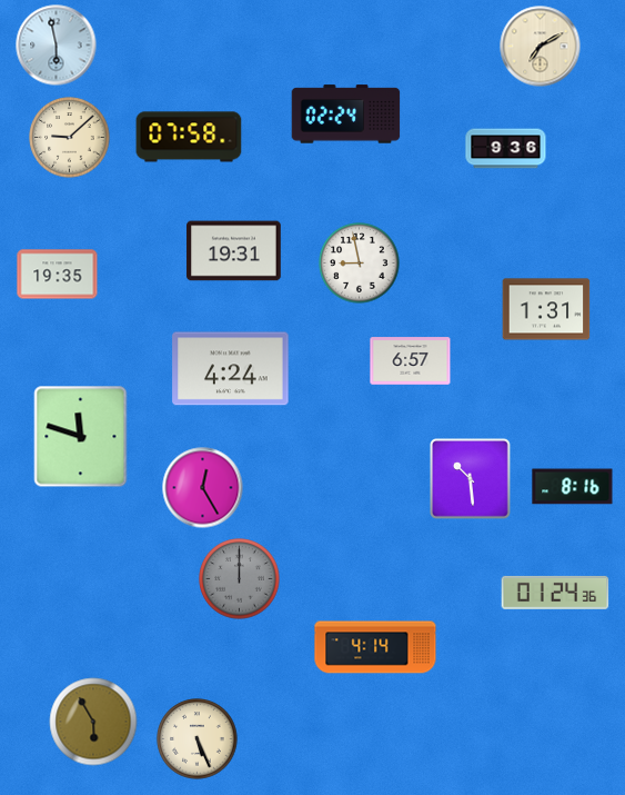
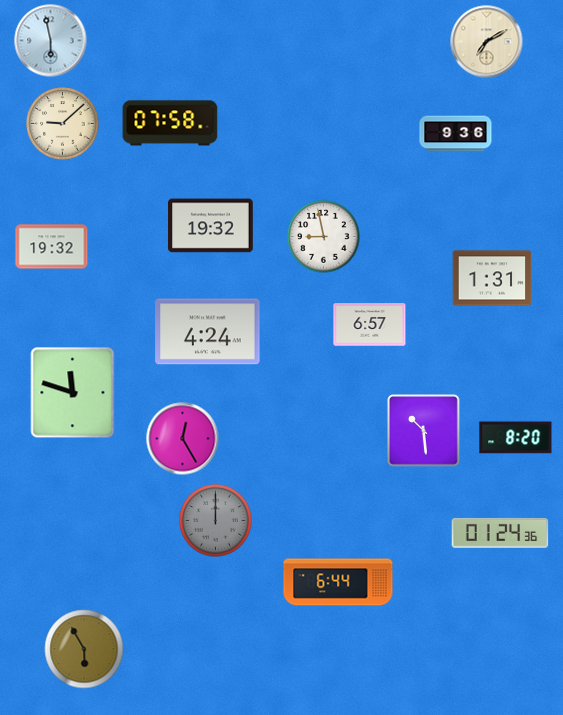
clock at (346, 115): 02:24 -> none
clock at (234, 251): 19:31 -> 19:32
clock at (58, 275): 19:35 -> 19:32
clock at (573, 487): 8:16 -> 8:20
clock at (375, 647): 4:14 -> 6:44
clock at (198, 739): 5:26 -> none
